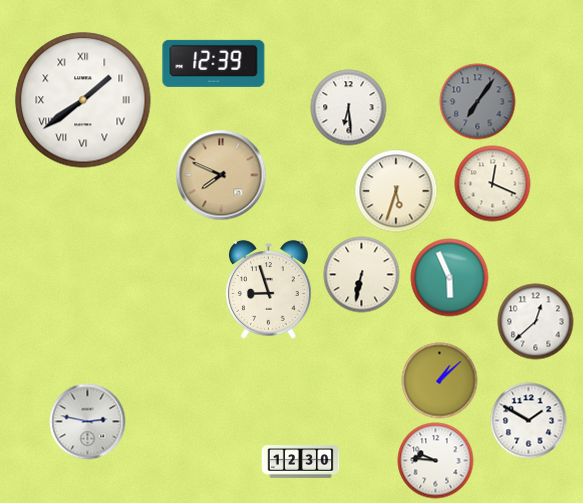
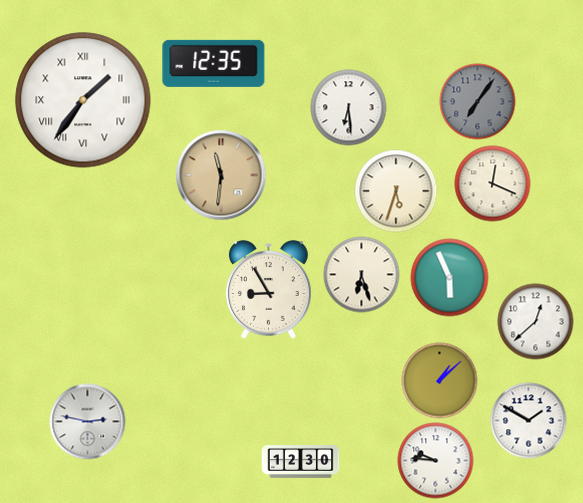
clock at (214, 63): 12:39 -> 12:35
clock at (83, 100): 1:39 -> 1:36
clock at (221, 175): 7:49 -> 11:31
clock at (362, 275): 6:32 -> 6:27
clock at (269, 290): 8:57 -> 8:55
